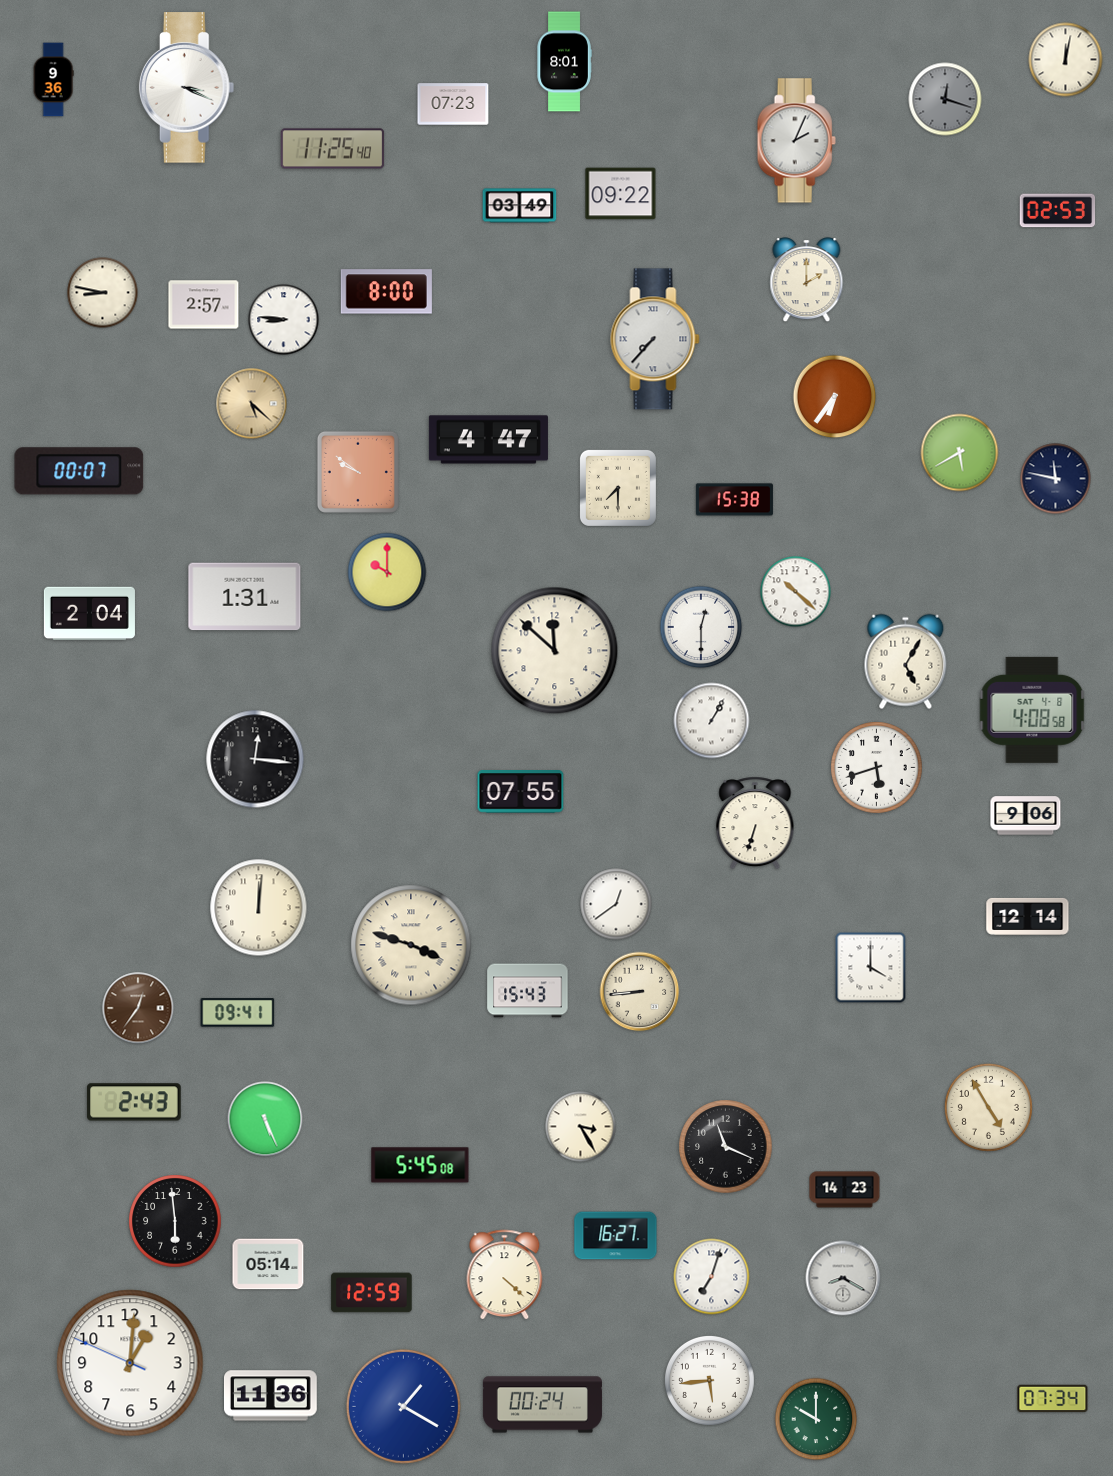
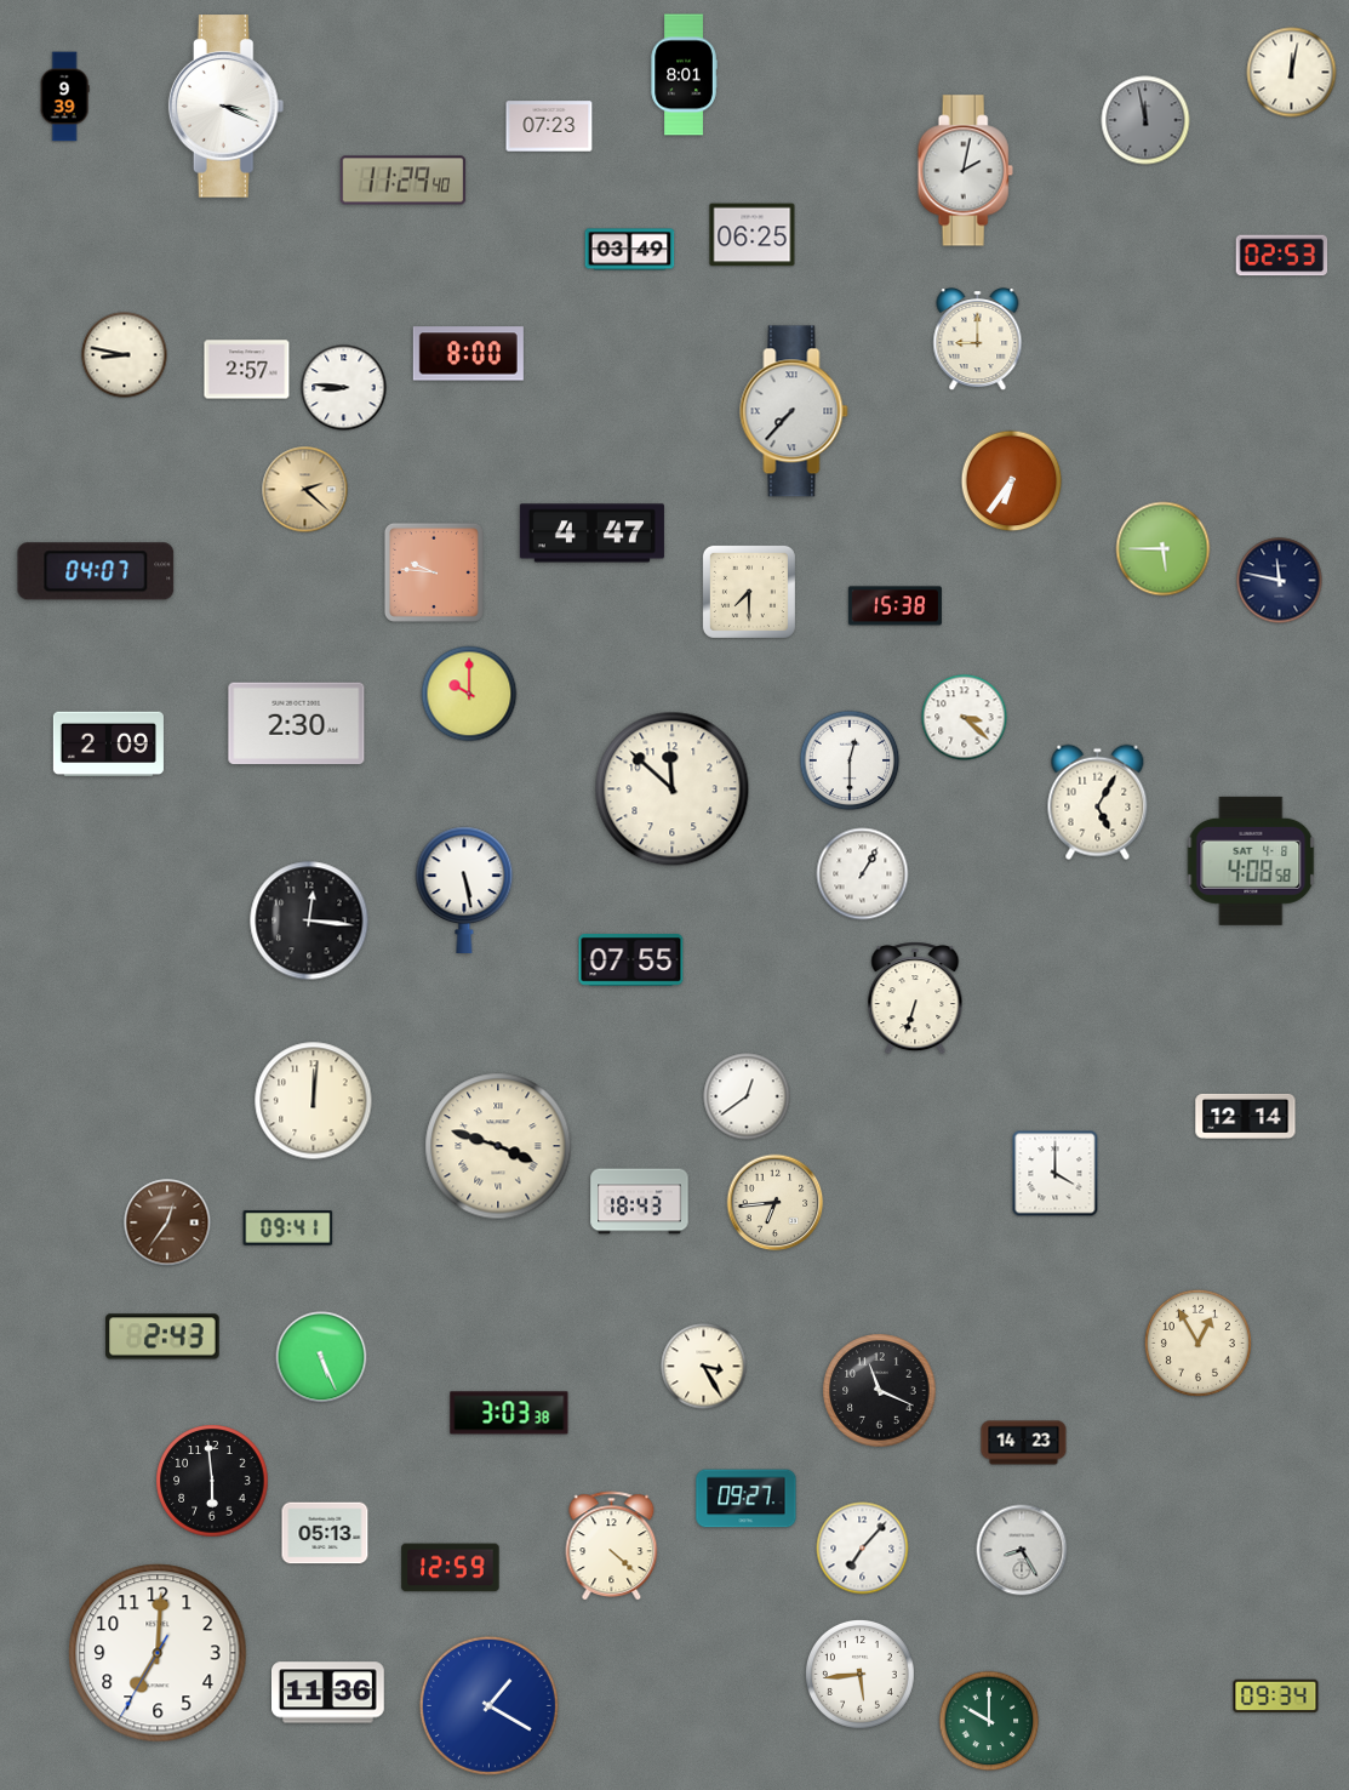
clock at (53, 80): 9:36 -> 9:39
clock at (945, 99): 12:18 -> 11:58
clock at (796, 141): 2:04 -> 2:02
clock at (333, 149): 11:25 -> 11:29
clock at (621, 194): 09:22 -> 06:25
clock at (807, 280): 2:00 -> 9:00
clock at (252, 404): 5:22 -> 2:22
clock at (960, 453): 5:40 -> 5:45
clock at (79, 471): 00:07 -> 04:07
clock at (358, 472): 9:51 -> 9:46
clock at (734, 500) position: (734, 500) -> (894, 606)
clock at (796, 592): 10:22 -> 3:22
clock at (245, 597): 1:31 -> 2:30
clock at (89, 614): 2:04 -> 2:09
clock at (464, 889): none -> 5:28
clock at (877, 768): 5:42 -> none
clock at (1026, 816): 9:06 -> none
clock at (1028, 916) position: (1028, 916) -> (1246, 1116)
clock at (528, 991): 15:43 -> 18:43
clock at (640, 992): 8:44 -> 6:44
clock at (988, 1107): 4:55 -> 12:55
clock at (420, 1165): 5:45 -> 3:03
clock at (616, 1236): 16:27 -> 09:27
clock at (268, 1264): 05:14 -> 05:13
clock at (712, 1277): 7:03 -> 7:07
clock at (843, 1278): 8:20 -> 8:25
clock at (130, 1363): 1:00 -> 7:00
clock at (1053, 1399): 07:34 -> 09:34
clock at (542, 1405): 00:24 -> none
